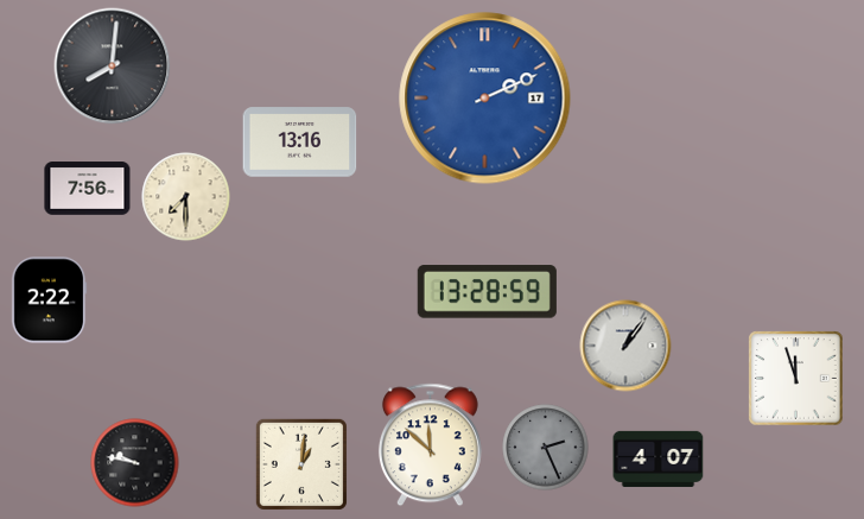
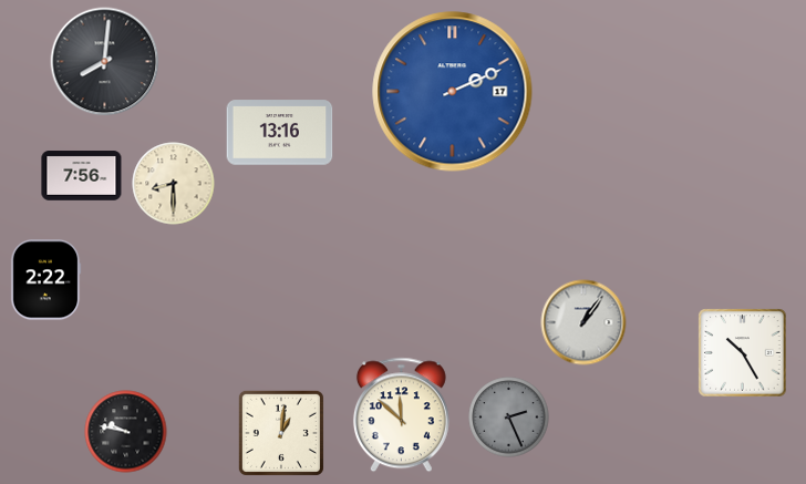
clock at (186, 197): 7:30 -> 8:30
clock at (487, 292): 13:28 -> none
clock at (796, 379): 11:57 -> 10:25
clock at (659, 458): 4:07 -> none
